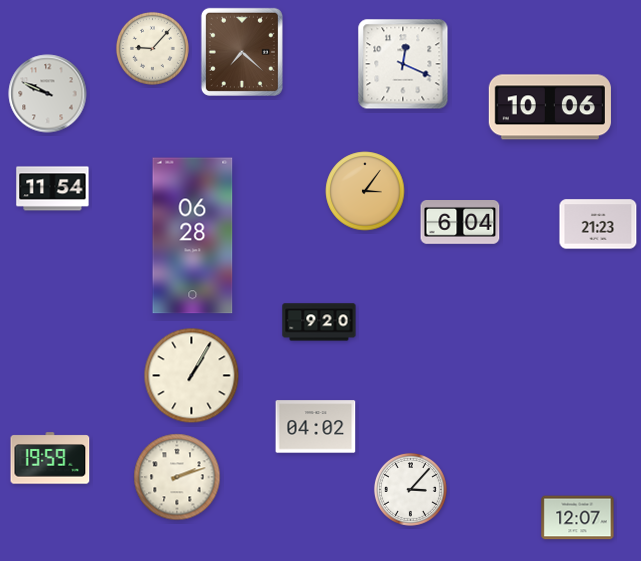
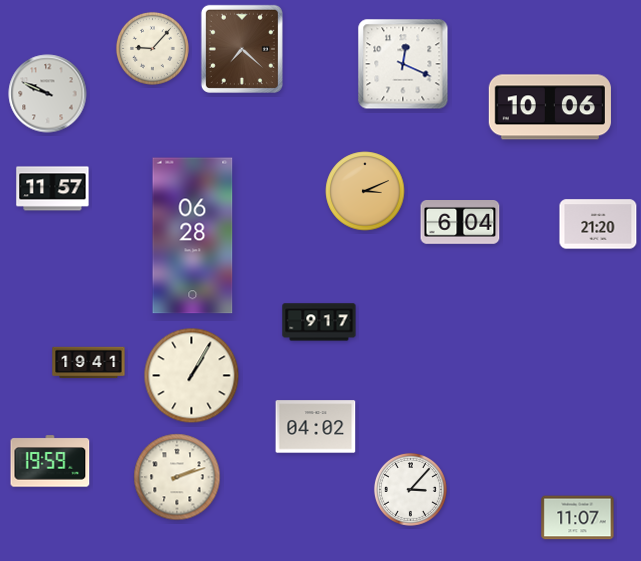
clock at (242, 52) position: (242, 52) -> (242, 49)
clock at (53, 189): 11:54 -> 11:57
clock at (365, 191): 3:06 -> 3:11
clock at (598, 224): 21:23 -> 21:20
clock at (319, 322): 9:20 -> 9:17
clock at (89, 363): none -> 19:41
clock at (50, 458) position: (50, 458) -> (50, 461)
clock at (578, 518): 12:07 -> 11:07
